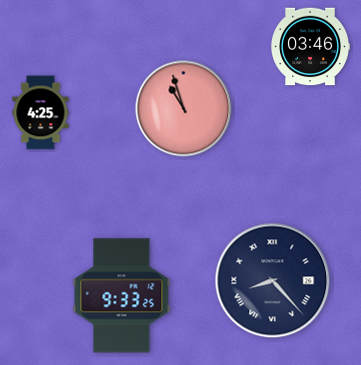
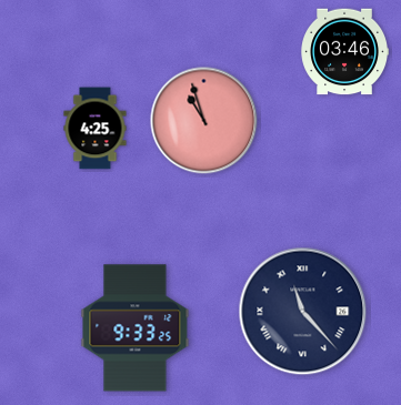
clock at (41, 113) position: (41, 113) -> (96, 129)
clock at (273, 281): 8:23 -> 11:23
